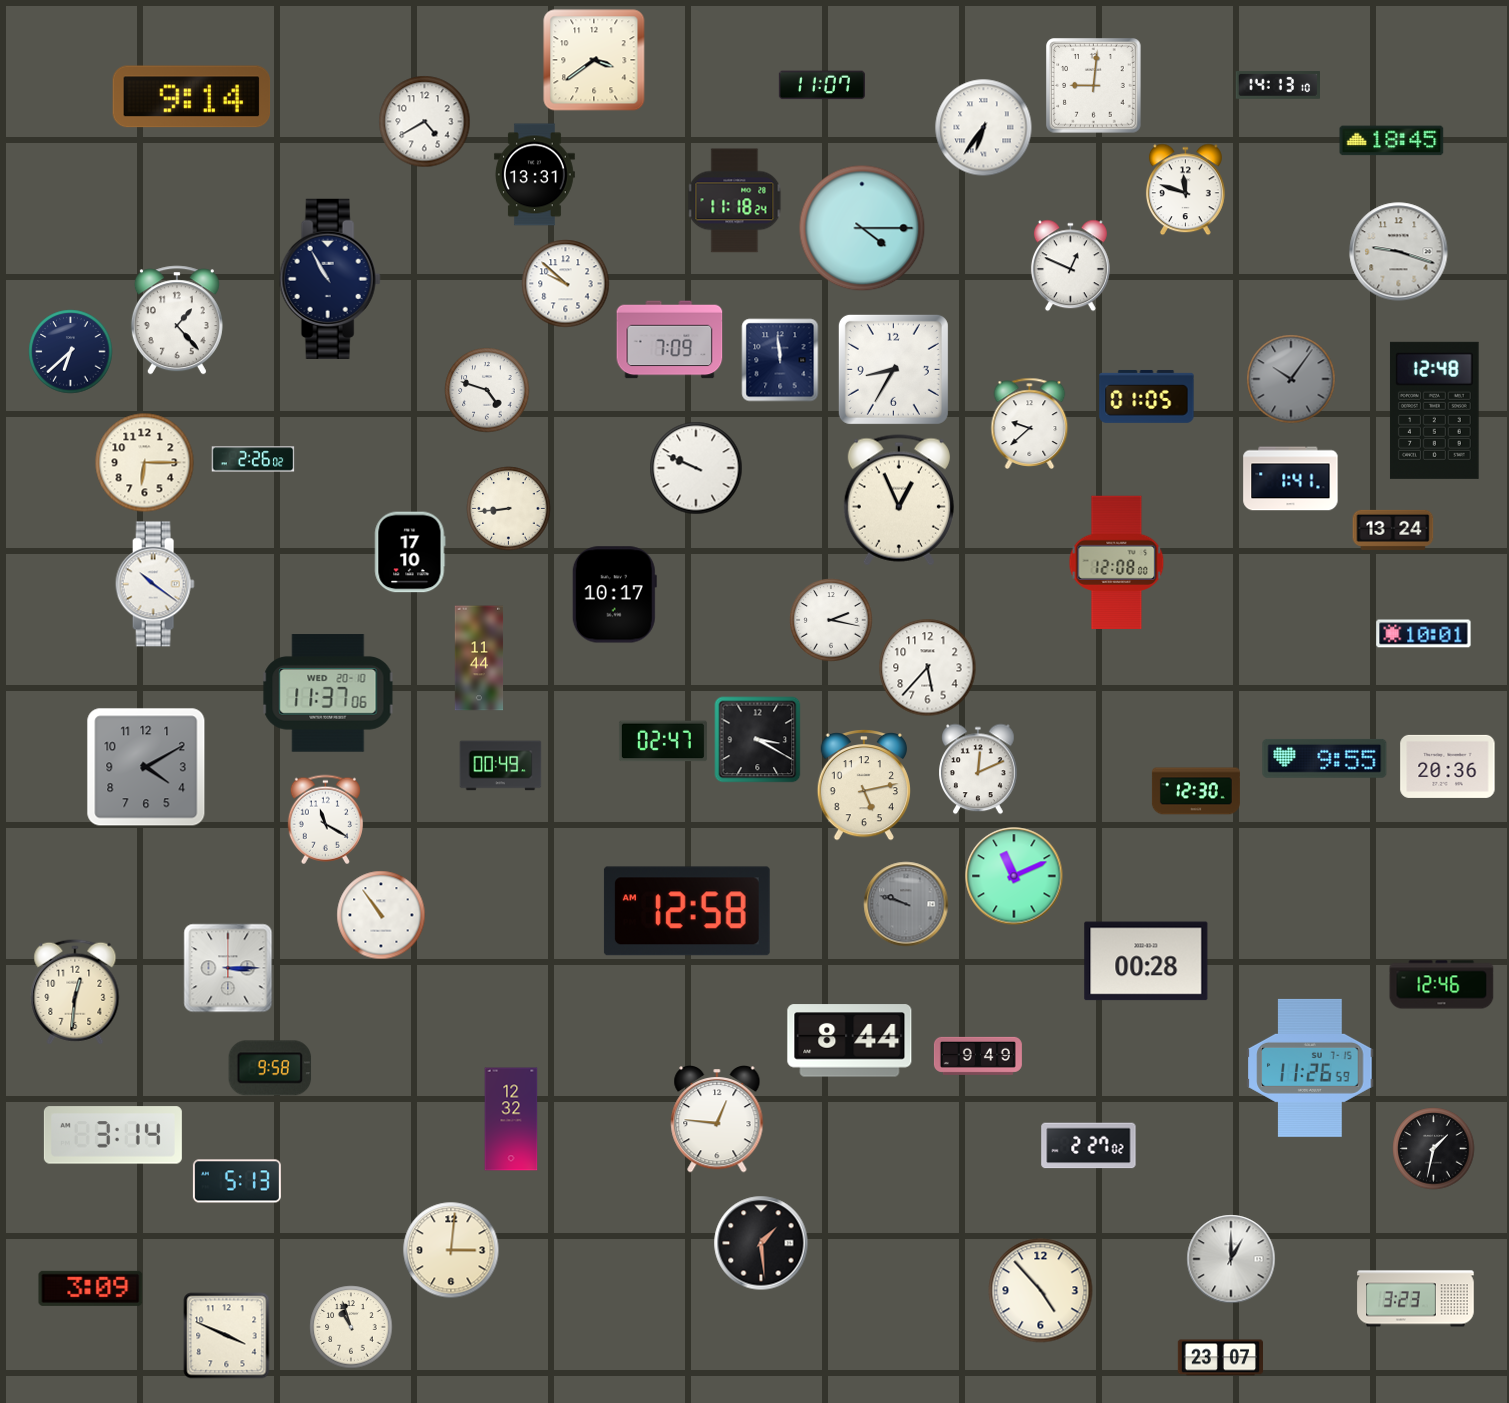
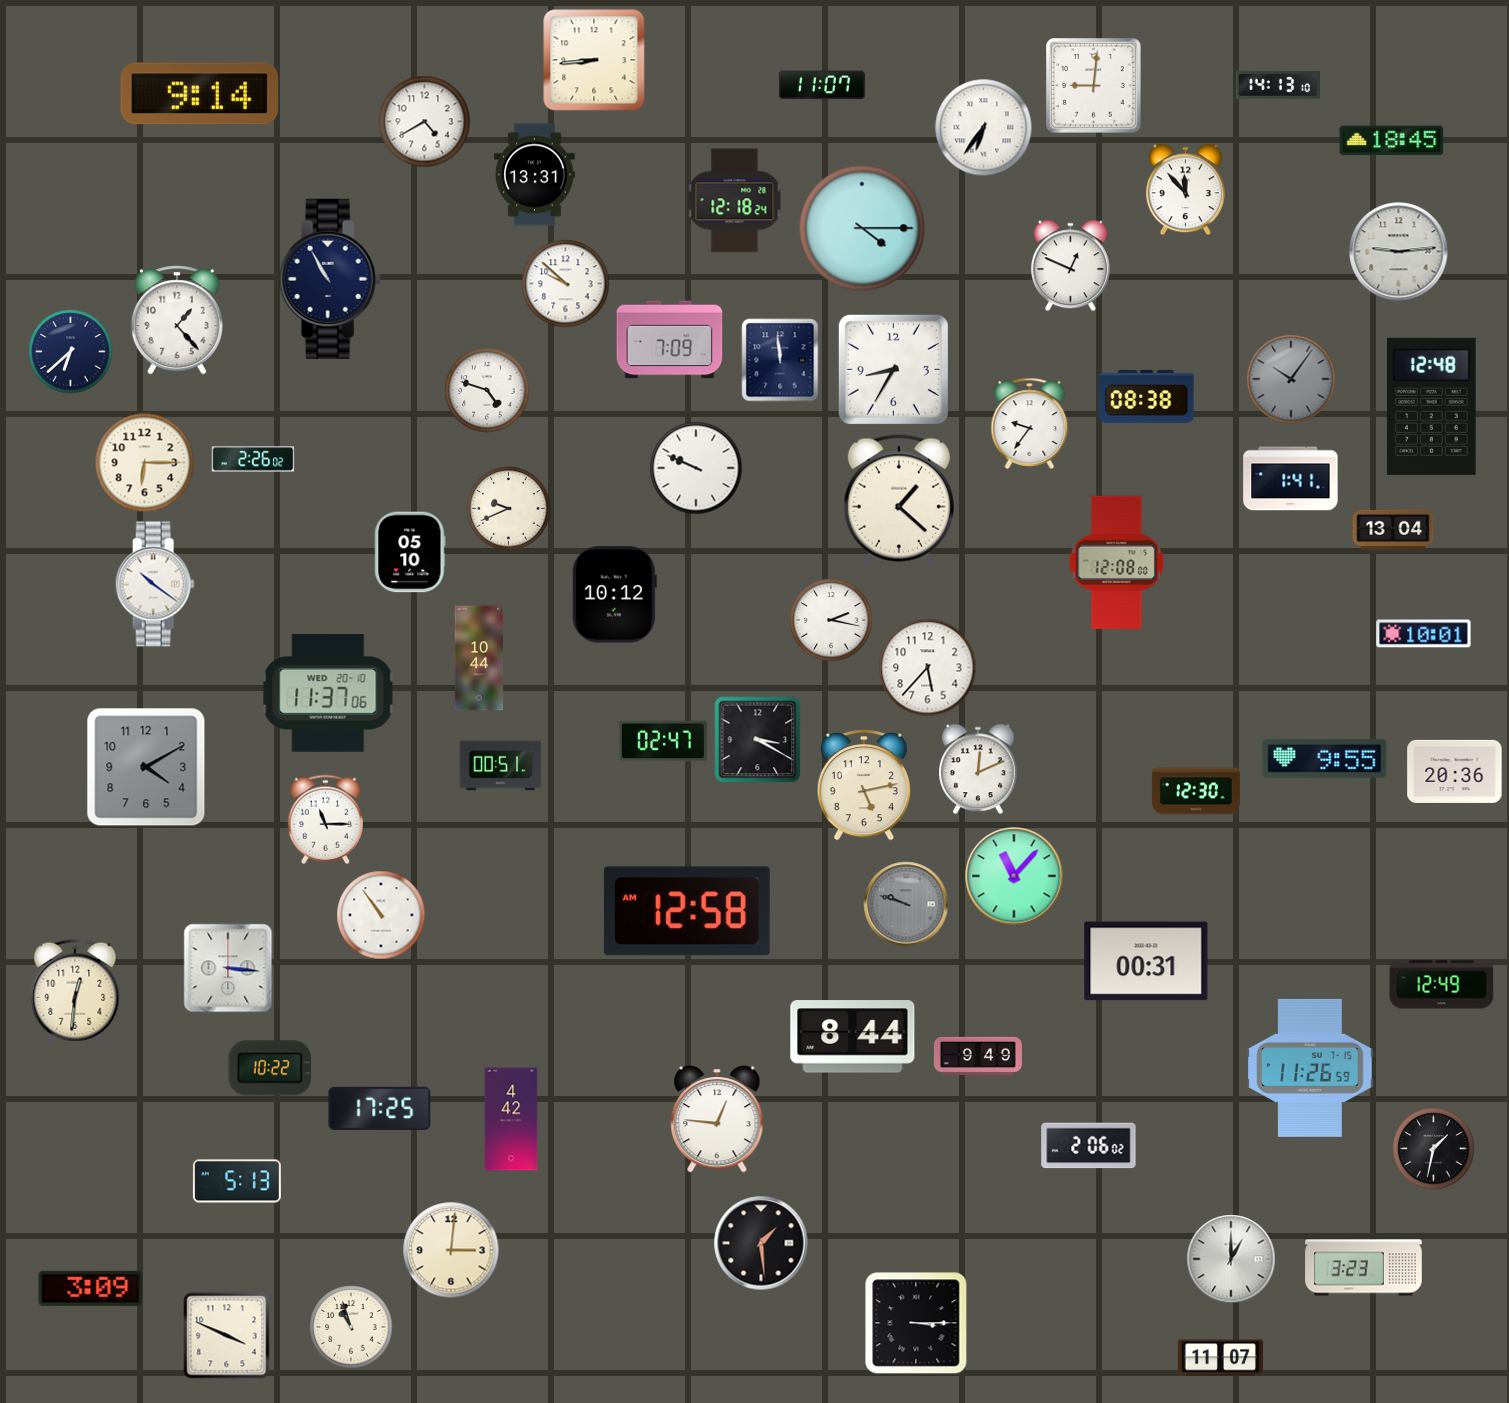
clock at (594, 60): 3:39 -> 8:44
clock at (192, 97) position: (192, 97) -> (200, 94)
clock at (1185, 190): 11:48 -> 11:53
clock at (735, 201): 11:18 -> 12:18
clock at (1399, 252): 9:18 -> 9:14
clock at (1147, 396): 01:05 -> 08:38
clock at (1435, 410) position: (1435, 410) -> (1432, 406)
clock at (1030, 423): 9:38 -> 9:36
clock at (899, 500): 12:56 -> 1:22
clock at (509, 509): 8:44 -> 9:41
clock at (1393, 530): 13:24 -> 13:04
clock at (410, 552): 17:10 -> 05:10
clock at (614, 595): 10:17 -> 10:12
clock at (479, 658): 11:44 -> 10:44
clock at (501, 766): 00:49 -> 00:51
clock at (1448, 766) position: (1448, 766) -> (1455, 771)
clock at (325, 820): 11:20 -> 11:15
clock at (1014, 876): 11:11 -> 11:07
clock at (1146, 961): 00:28 -> 00:31
clock at (228, 968): 3:15 -> 3:16
clock at (1442, 985): 12:46 -> 12:49
clock at (850, 1041) position: (850, 1041) -> (853, 1037)
clock at (270, 1068): 9:58 -> 10:22
clock at (380, 1109): none -> 17:25
clock at (511, 1119): 12:32 -> 4:42
clock at (113, 1135): 3:14 -> none
clock at (1089, 1146): 2:27 -> 2:06
clock at (1041, 1291): 4:53 -> none
clock at (1416, 1299) position: (1416, 1299) -> (1364, 1268)
clock at (916, 1323): none -> 3:15
clock at (1220, 1358): 23:07 -> 11:07
